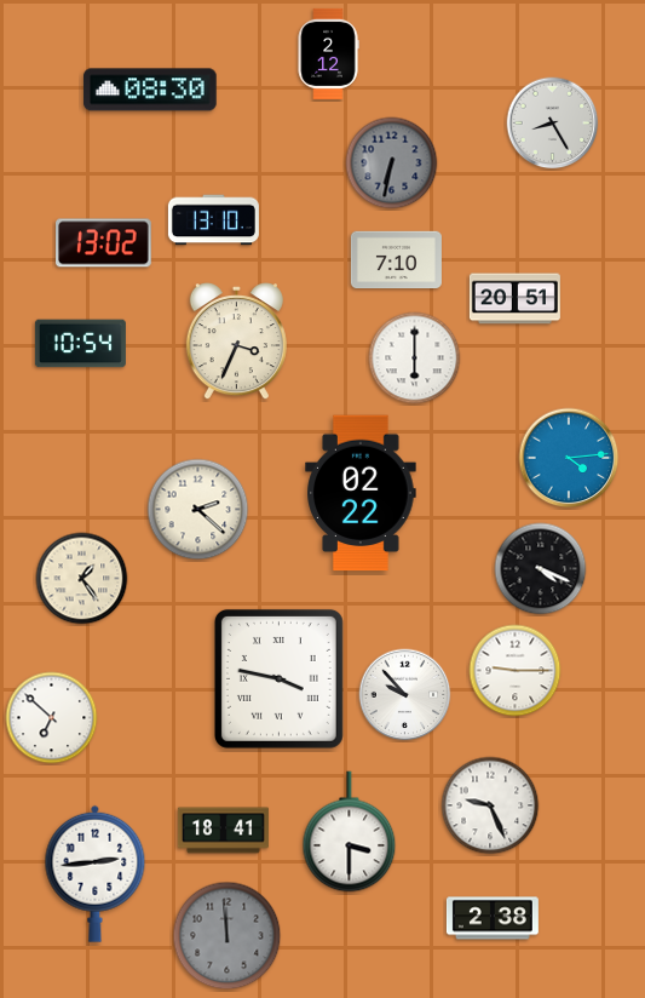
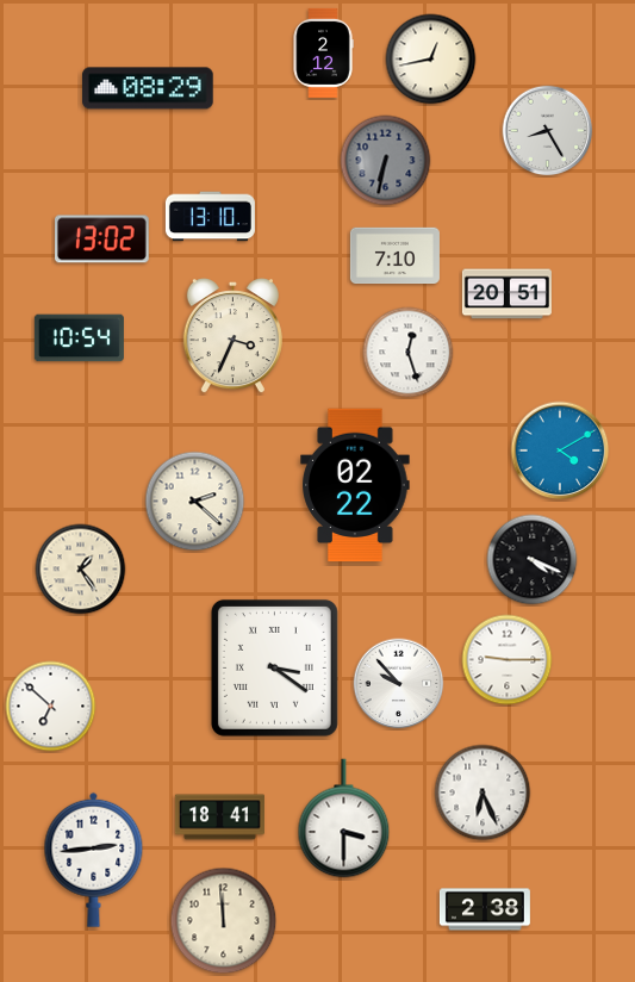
clock at (431, 60): none -> 12:43
clock at (150, 90): 08:30 -> 08:29
clock at (553, 124) position: (553, 124) -> (548, 131)
clock at (396, 260) position: (396, 260) -> (394, 256)
clock at (415, 359): 6:00 -> 12:27
clock at (569, 458): 4:14 -> 4:10
clock at (278, 678): 3:47 -> 3:21
clock at (490, 805): 9:26 -> 6:26
clock at (493, 918) position: (493, 918) -> (485, 909)
clock at (228, 936) dial: grey -> cream
